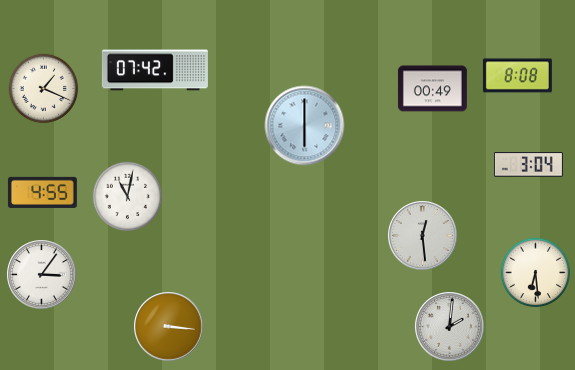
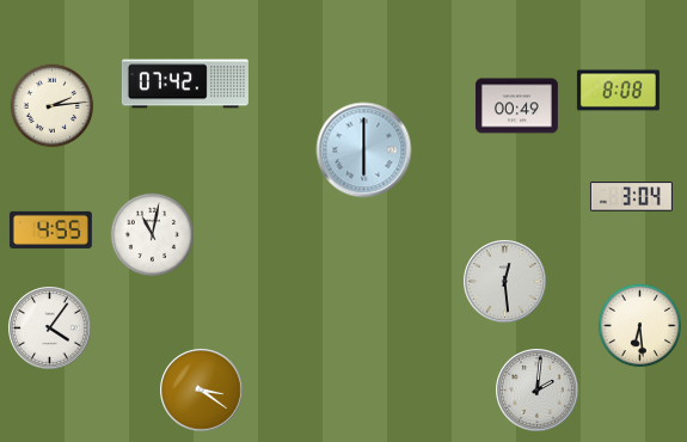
clock at (44, 89): 1:19 -> 2:14
clock at (42, 275): 3:06 -> 4:06
clock at (169, 327): 3:16 -> 3:21
